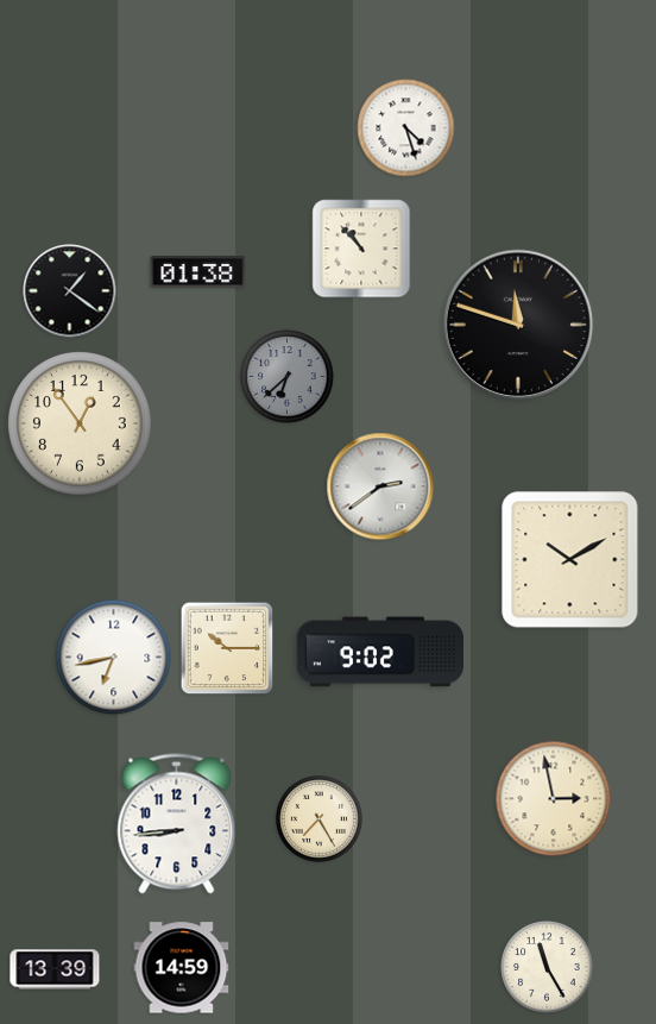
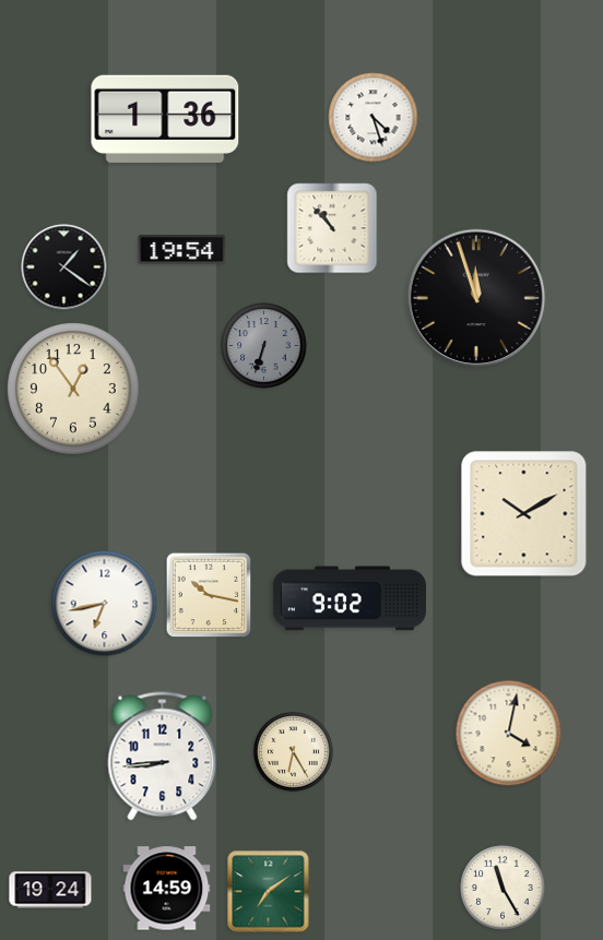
clock at (165, 119): none -> 1:36
clock at (198, 272): 01:38 -> 19:54
clock at (518, 325): 11:48 -> 11:57
clock at (288, 377): 6:38 -> 6:33
clock at (380, 486): 2:39 -> none
clock at (227, 648): 10:15 -> 10:17
clock at (554, 799): 2:58 -> 4:02
clock at (320, 819): 7:25 -> 6:25
clock at (55, 969): 13:39 -> 19:24
clock at (269, 892): none -> 7:09
